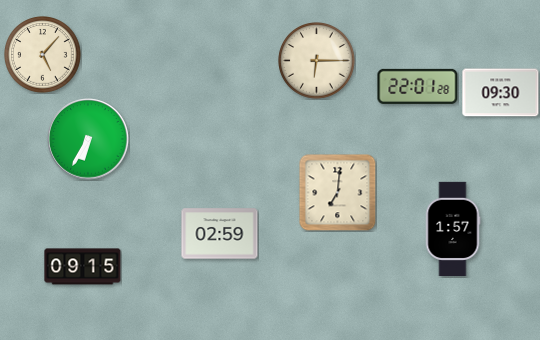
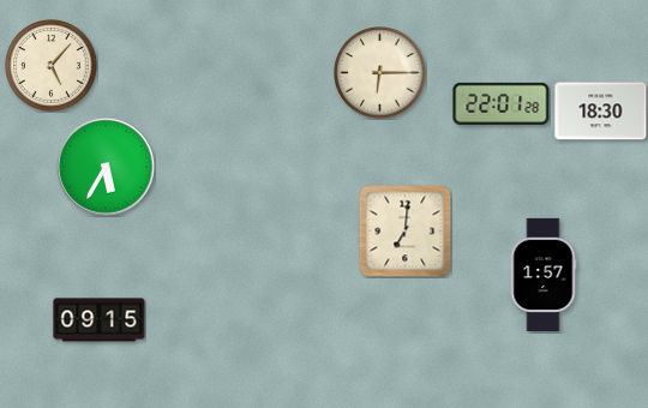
clock at (501, 93): 09:30 -> 18:30
clock at (88, 139): 6:35 -> 5:35
clock at (220, 234): 02:59 -> none
